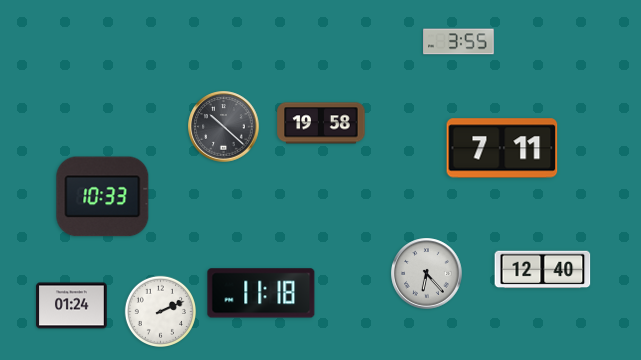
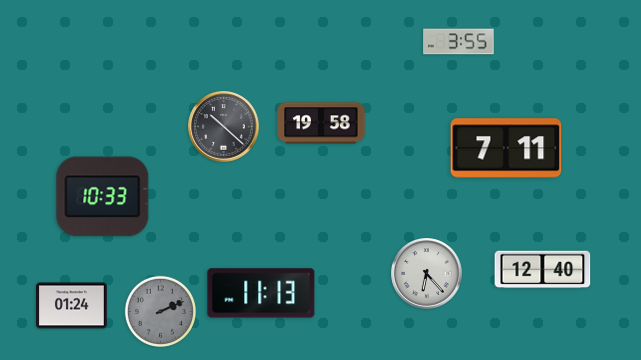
clock at (502, 148) position: (502, 148) -> (506, 148)
clock at (261, 293): 11:18 -> 11:13
clock at (160, 311) dial: white -> grey
